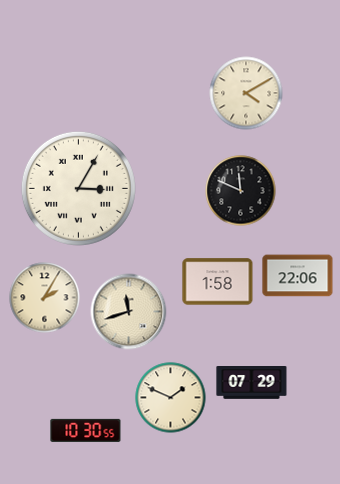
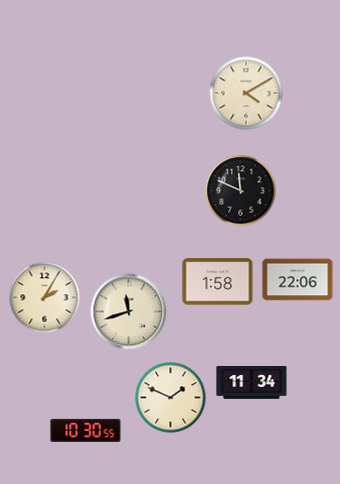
clock at (78, 188): 3:05 -> none
clock at (298, 276) position: (298, 276) -> (298, 280)
clock at (252, 383): 07:29 -> 11:34
